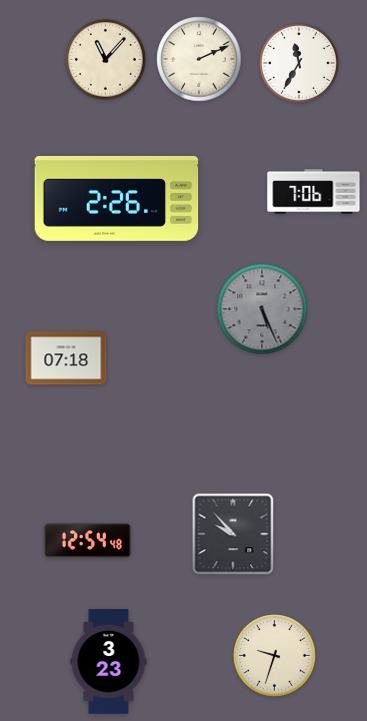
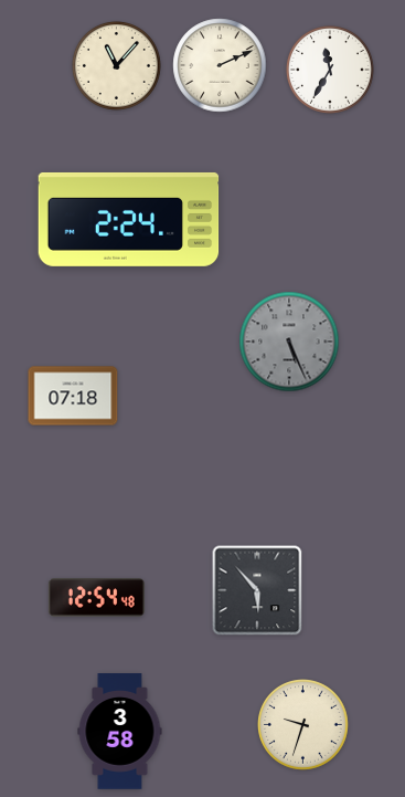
clock at (314, 192): 7:06 -> none
clock at (117, 198): 2:26 -> 2:24
clock at (233, 534): 9:53 -> 5:53
clock at (109, 662): 3:23 -> 3:58
